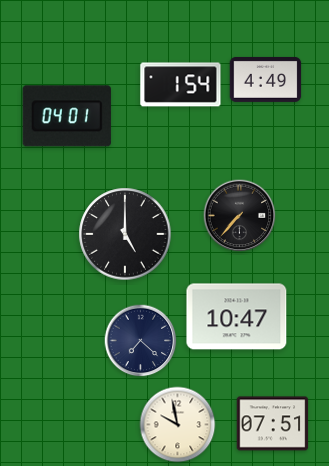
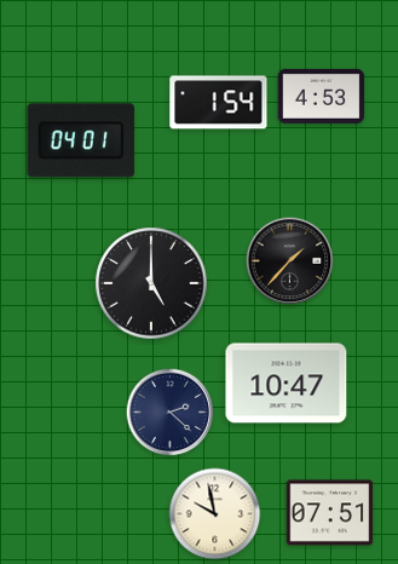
clock at (266, 79): 4:49 -> 4:53
clock at (240, 216): 7:37 -> 1:37
clock at (141, 341): 7:22 -> 2:22
